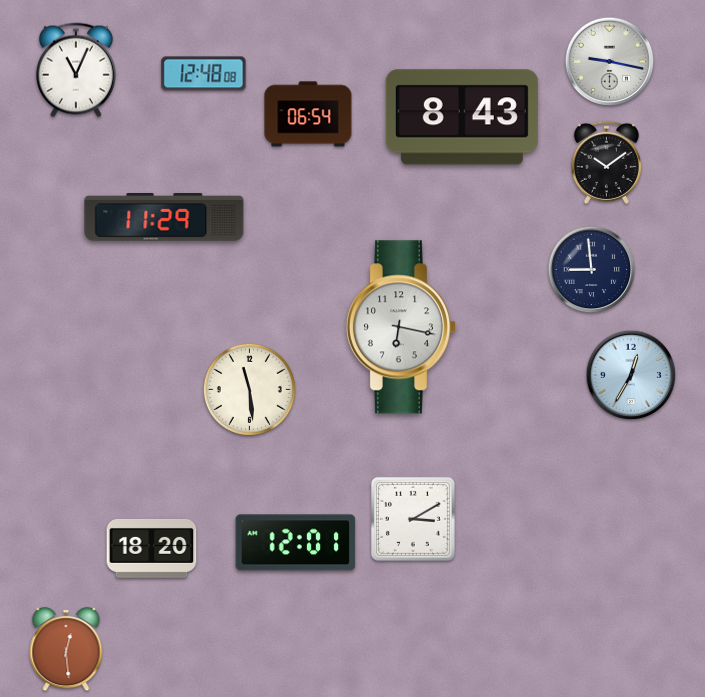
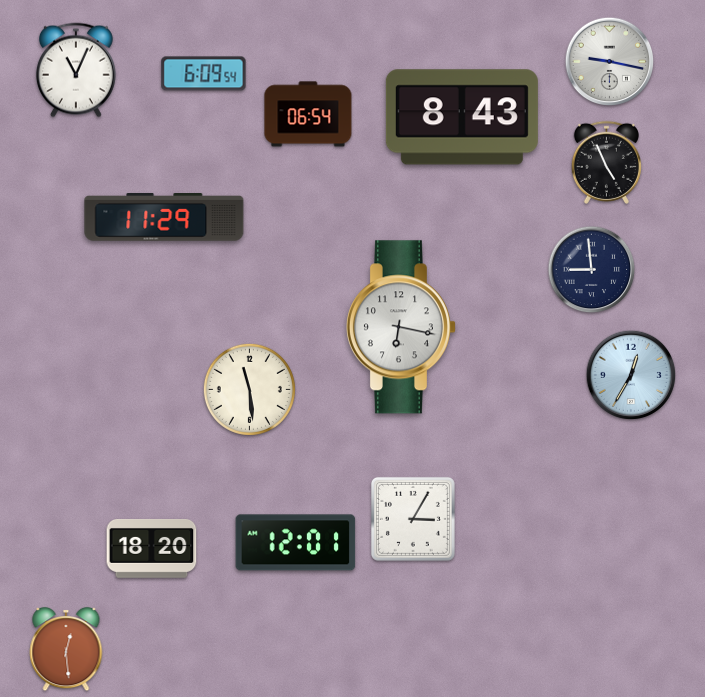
clock at (204, 74): 12:48 -> 6:09
clock at (606, 162): 10:09 -> 4:56
clock at (413, 519): 3:10 -> 3:05
